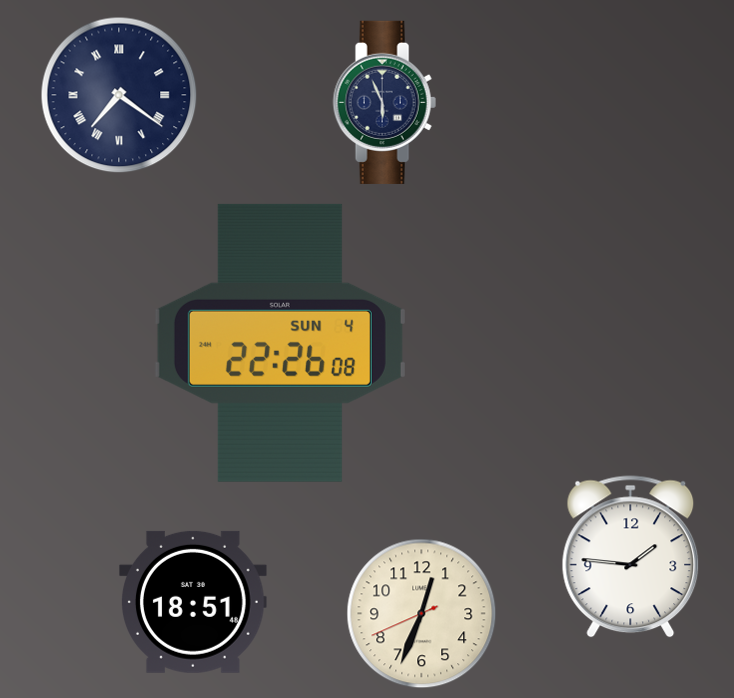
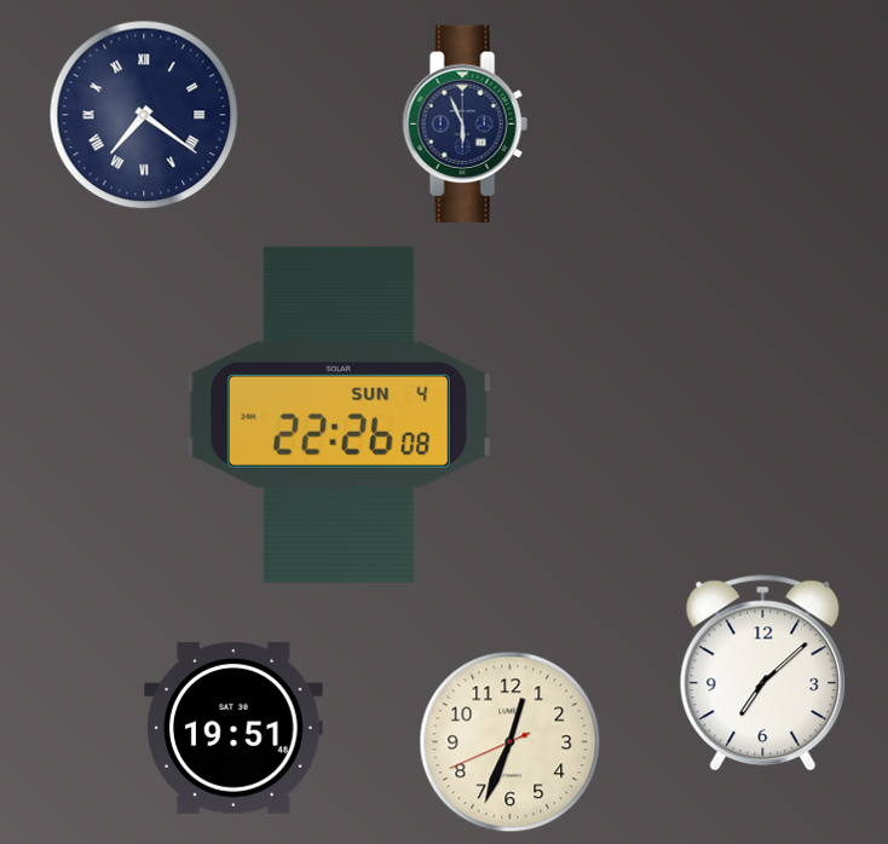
clock at (631, 557): 1:46 -> 7:08
clock at (193, 602): 18:51 -> 19:51
